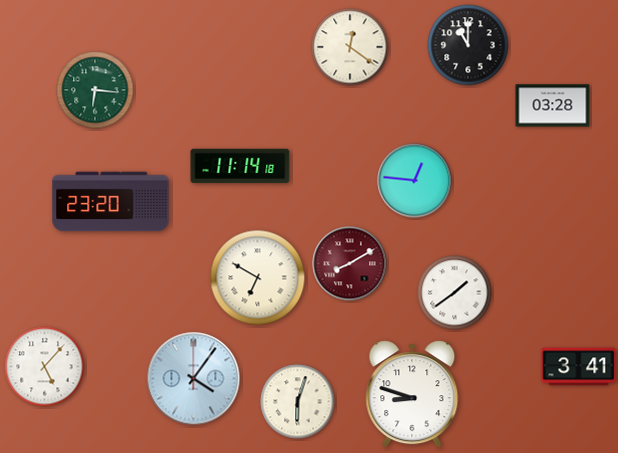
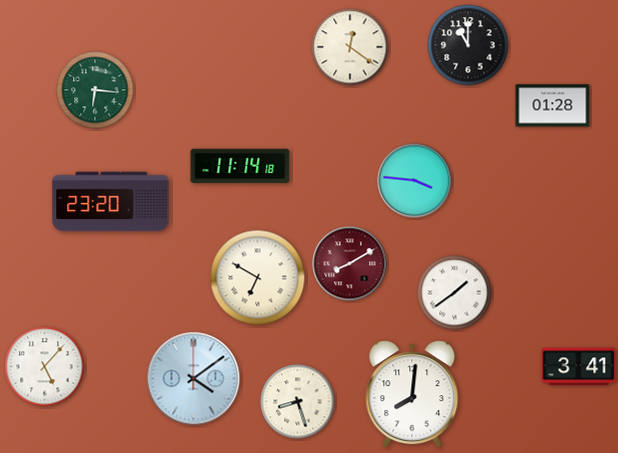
clock at (553, 106): 03:28 -> 01:28
clock at (415, 181): 12:46 -> 3:46
clock at (194, 379): 4:06 -> 4:09
clock at (412, 394): 8:48 -> 8:01
clock at (298, 402): 6:03 -> 8:27
